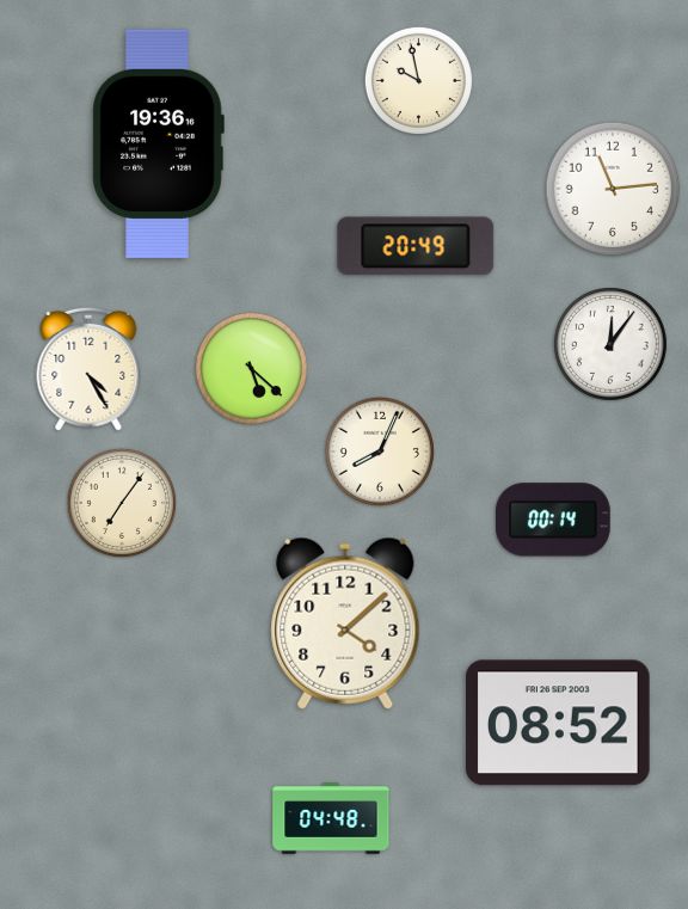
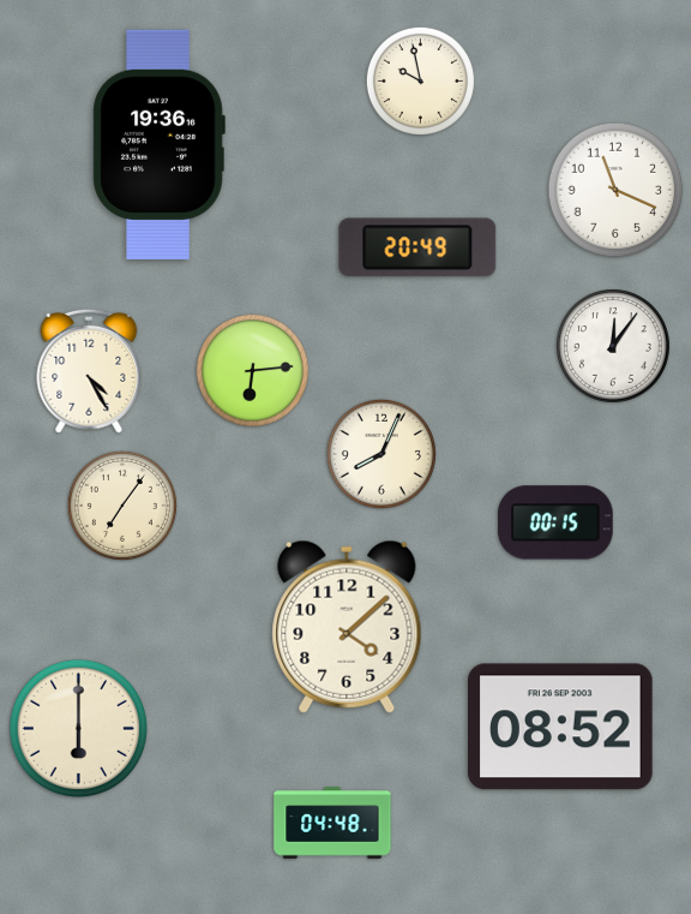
clock at (613, 189): 11:14 -> 11:19
clock at (251, 368): 5:22 -> 6:14
clock at (554, 520): 00:14 -> 00:15
clock at (78, 728): none -> 6:00
